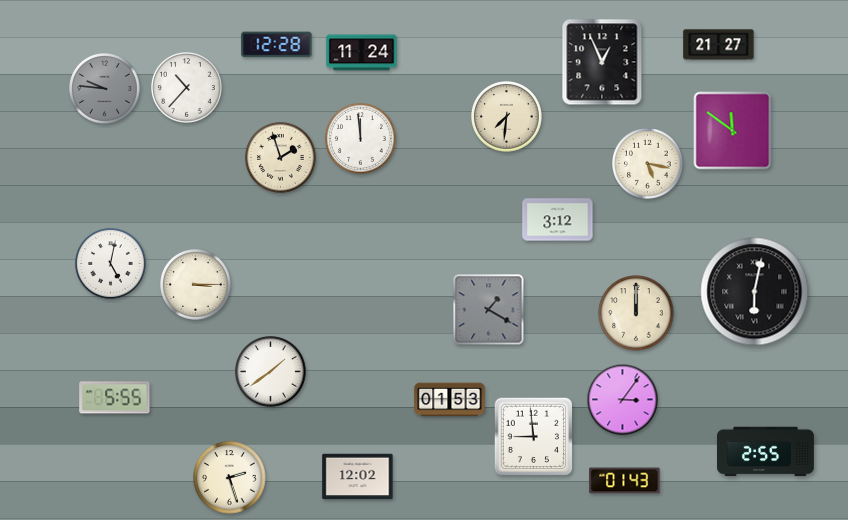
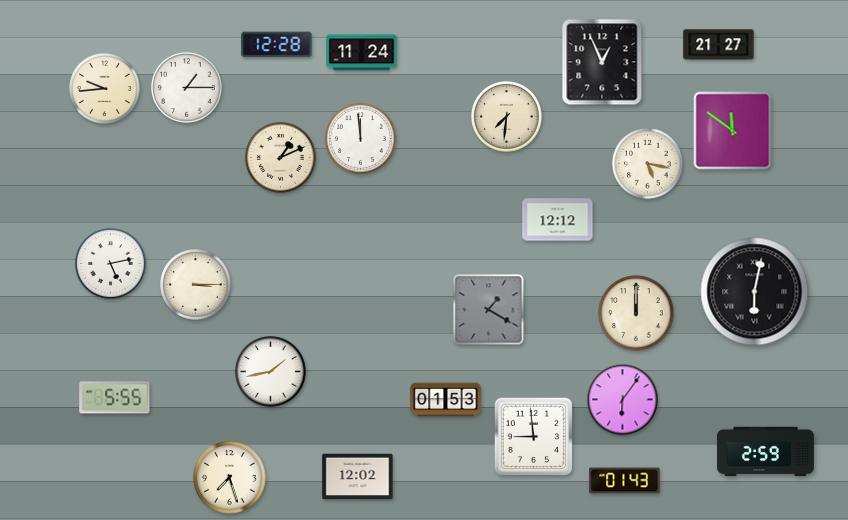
clock at (187, 88): 10:37 -> 1:15
clock at (105, 89): 9:46 -> 9:44
clock at (105, 89) dial: grey -> cream
clock at (281, 158): 1:57 -> 1:11
clock at (558, 220): 3:12 -> 12:12
clock at (111, 264): 5:02 -> 5:13
clock at (271, 372): 1:39 -> 1:43
clock at (450, 400) position: (450, 400) -> (446, 400)
clock at (623, 400): 3:06 -> 6:06
clock at (766, 452): 2:55 -> 2:59
clock at (230, 478): 2:27 -> 7:27
